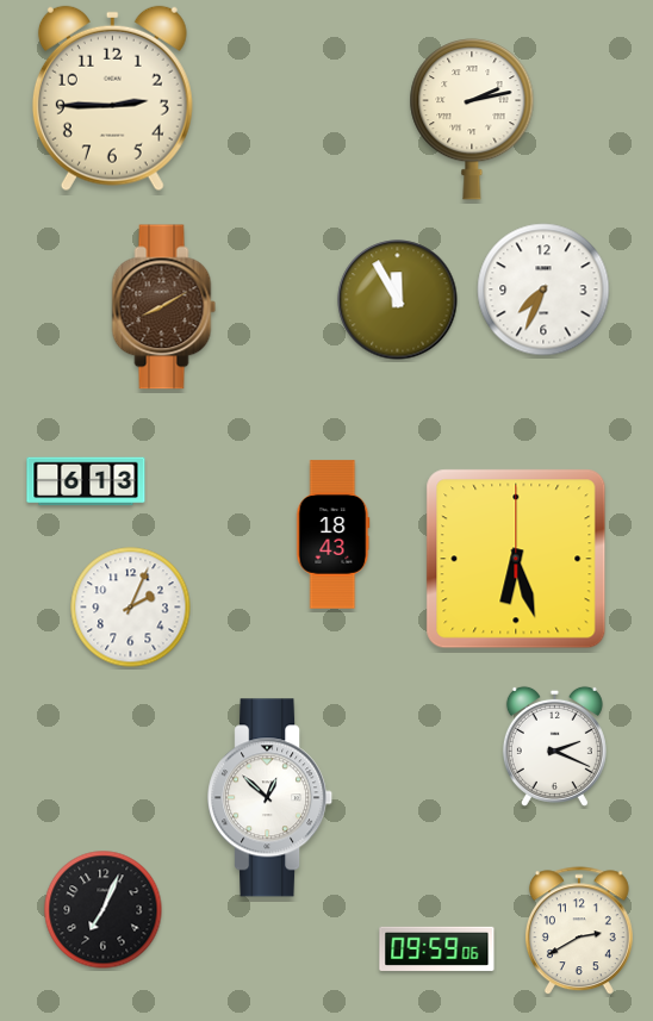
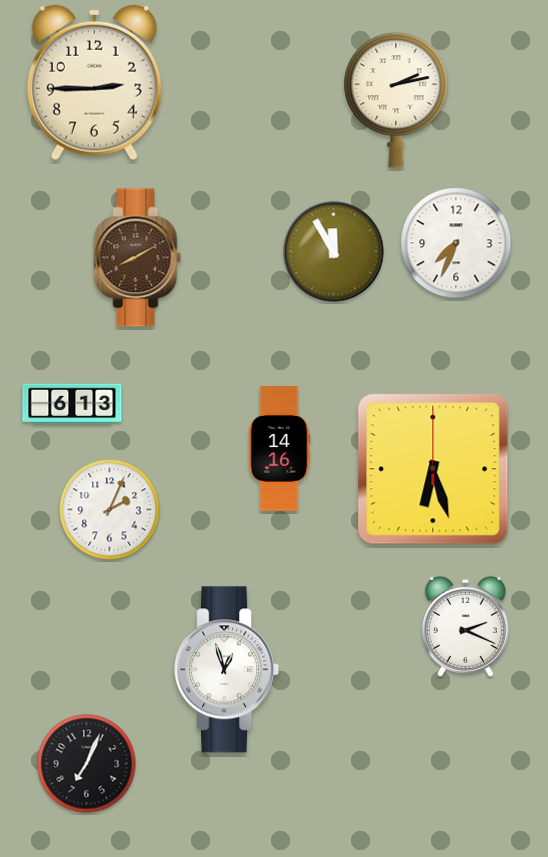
clock at (332, 535): 18:43 -> 14:16
clock at (270, 798): 12:52 -> 12:57
clock at (579, 932): 2:40 -> none
clock at (437, 948): 09:59 -> none
